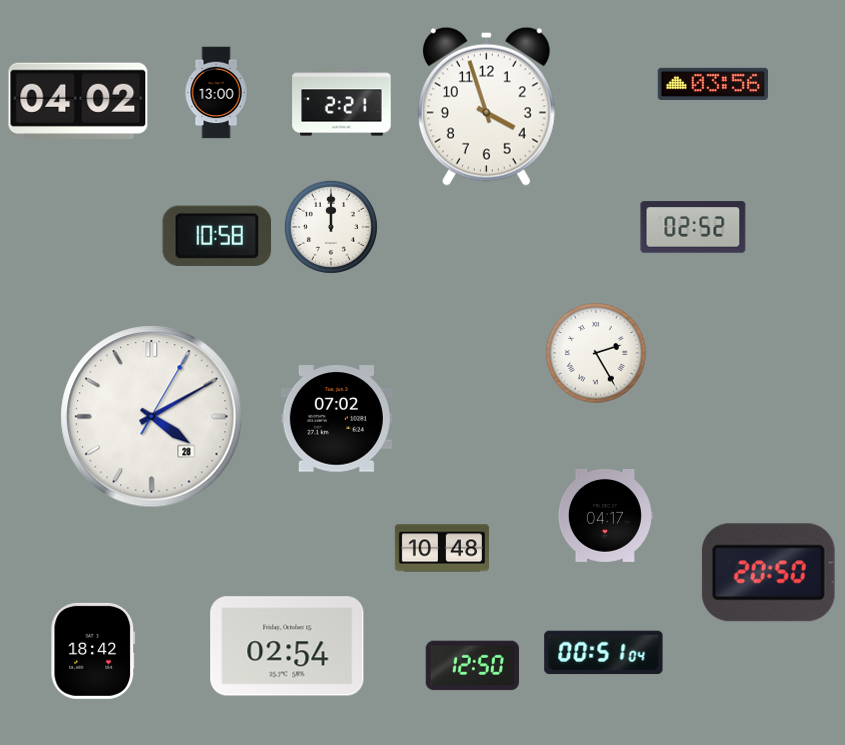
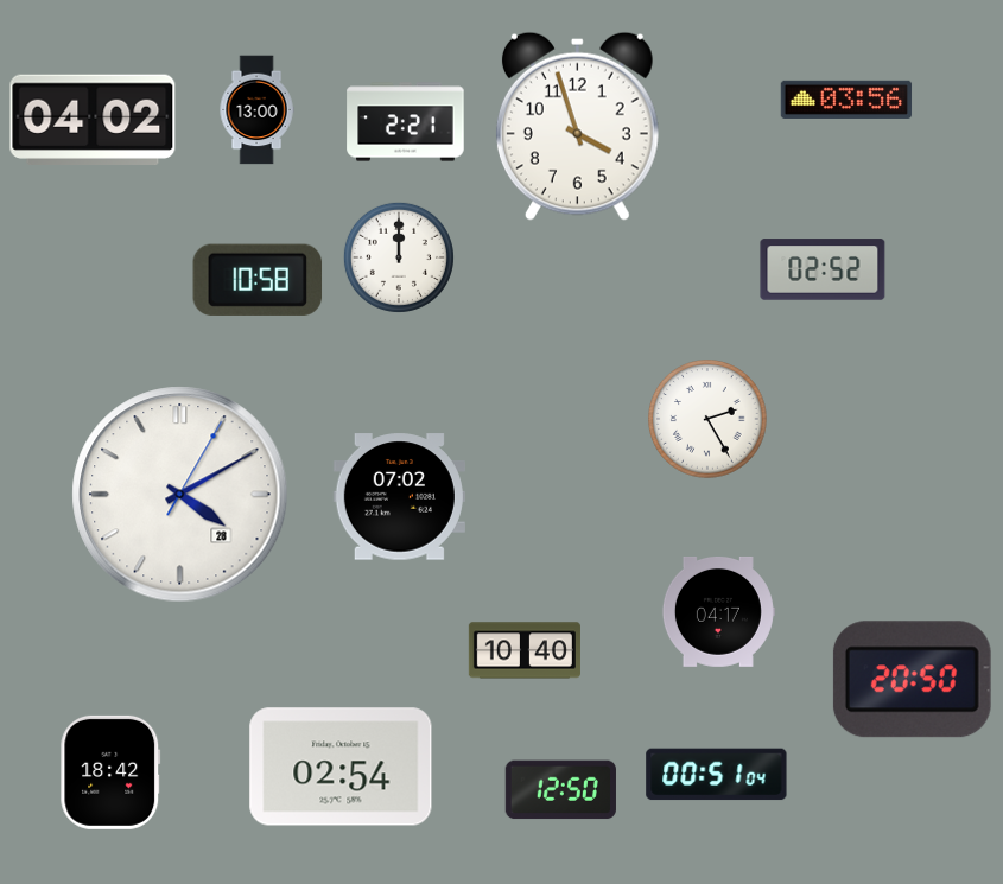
clock at (331, 227) position: (331, 227) -> (399, 257)
clock at (442, 548): 10:48 -> 10:40
